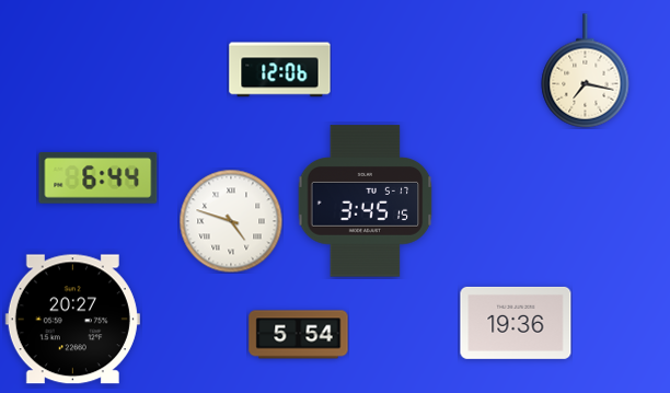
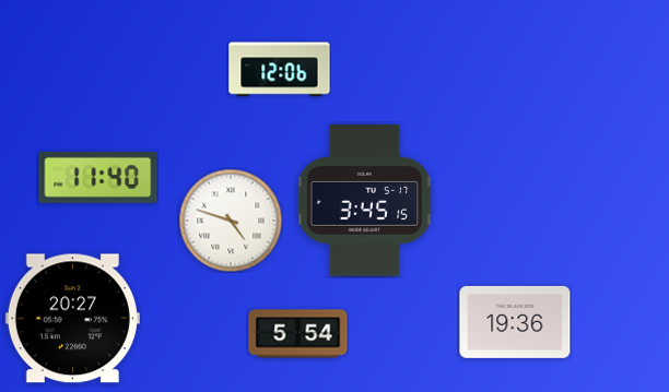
clock at (586, 71): 7:17 -> none
clock at (99, 177): 6:44 -> 11:40
